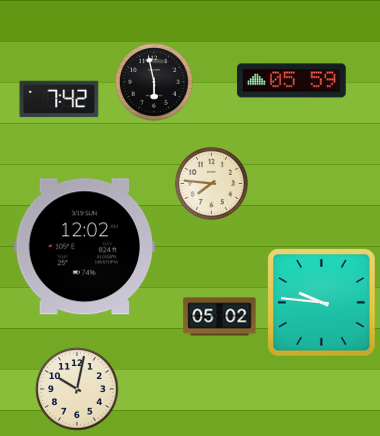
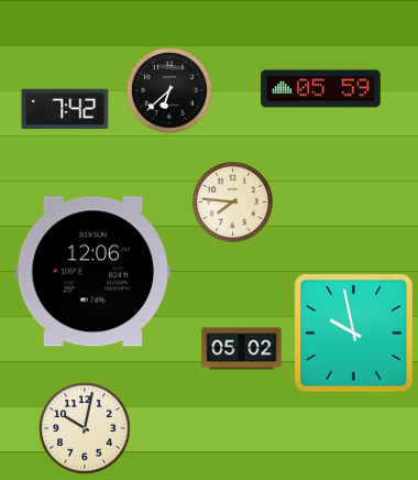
clock at (154, 82): 5:58 -> 6:38
clock at (84, 247): 12:02 -> 12:06
clock at (322, 303): 9:46 -> 9:58
